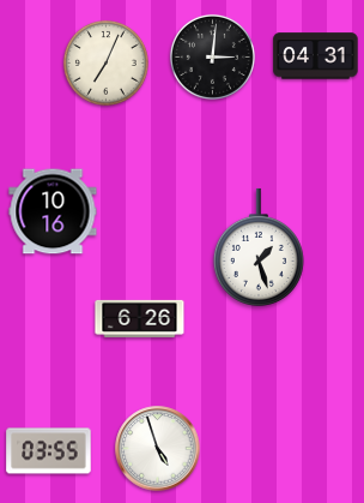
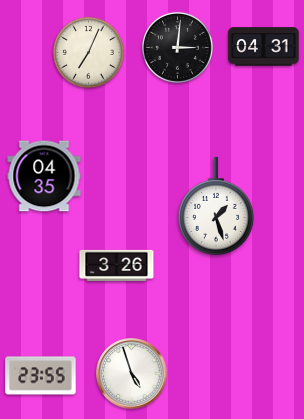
clock at (53, 211): 10:16 -> 04:35
clock at (140, 318): 6:26 -> 3:26
clock at (49, 451): 03:55 -> 23:55
